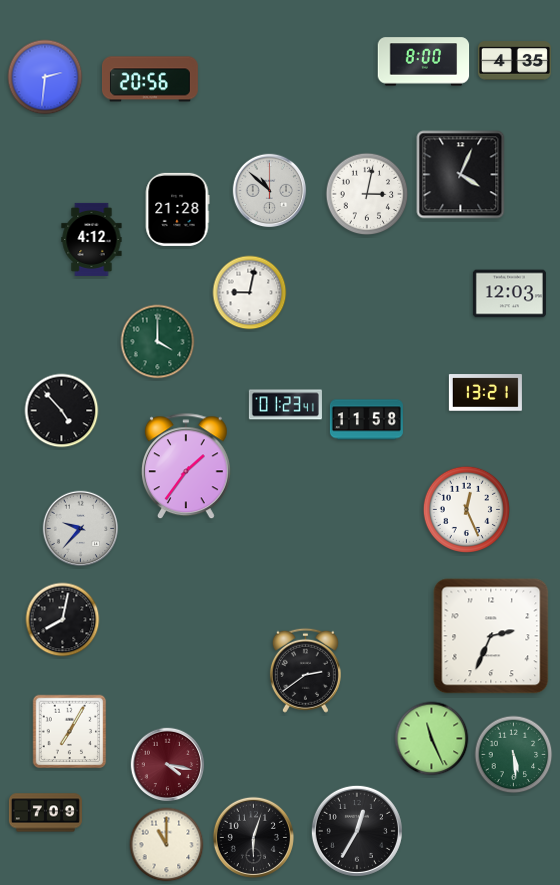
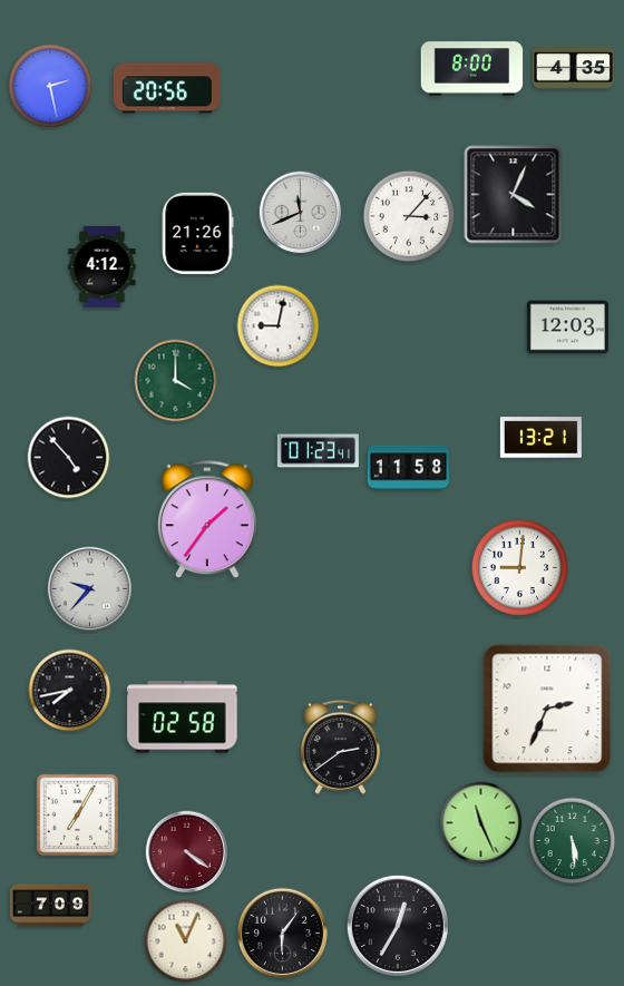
clock at (45, 77): 2:31 -> 2:28
clock at (270, 191): 10:52 -> 11:41
clock at (367, 194): 3:02 -> 3:07
clock at (177, 209): 21:28 -> 21:26
clock at (466, 509): 12:26 -> 9:01
clock at (63, 620): 8:02 -> 7:43
clock at (183, 717): none -> 02:58
clock at (168, 765): 4:17 -> 4:21
clock at (253, 837): 6:03 -> 6:06
clock at (167, 845): 11:00 -> 11:04
